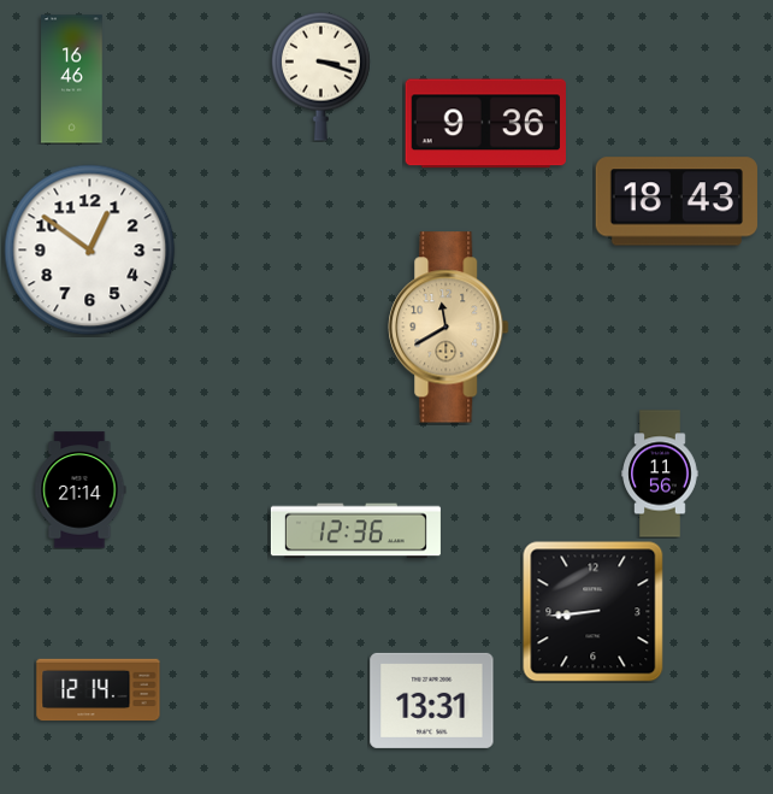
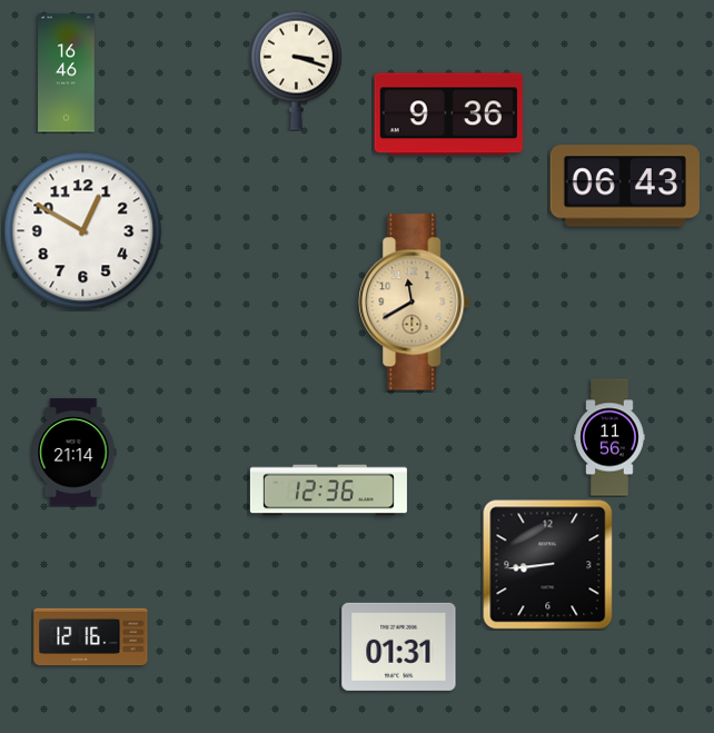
clock at (677, 201): 18:43 -> 06:43
clock at (90, 251): 12:51 -> 12:50
clock at (99, 690): 12:14 -> 12:16
clock at (432, 700): 13:31 -> 01:31
